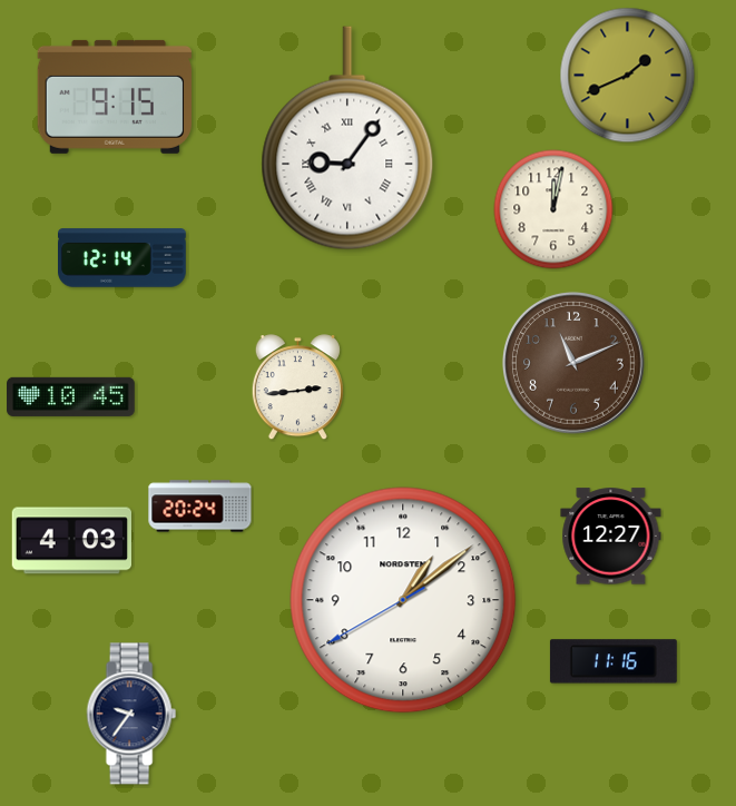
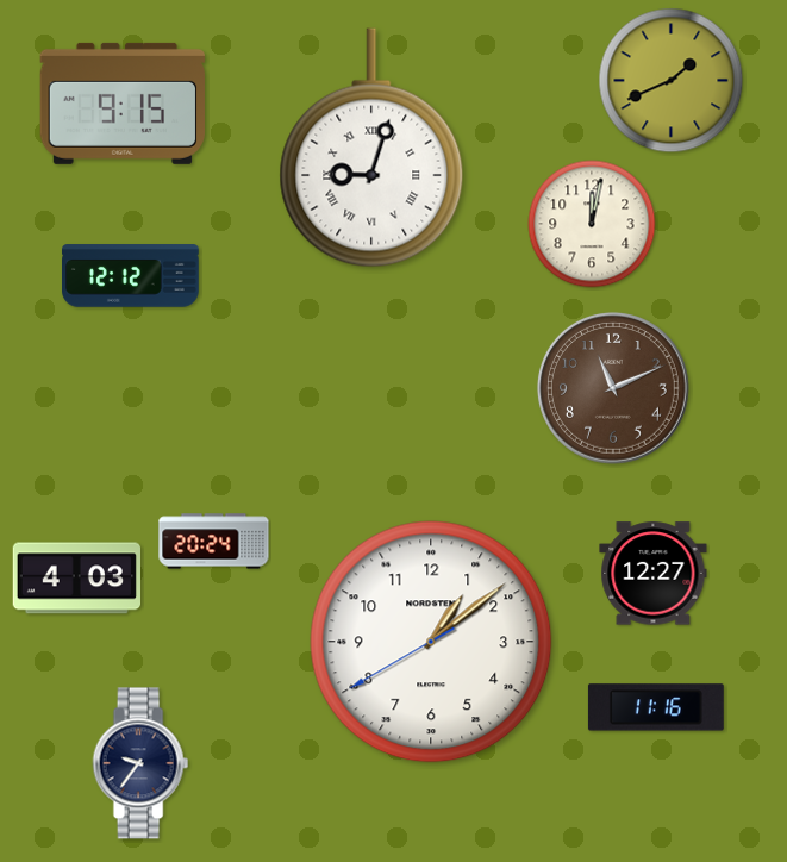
clock at (347, 138): 9:06 -> 9:03
clock at (122, 258): 12:14 -> 12:12
clock at (297, 387): 2:44 -> none
clock at (71, 396): 10:45 -> none
